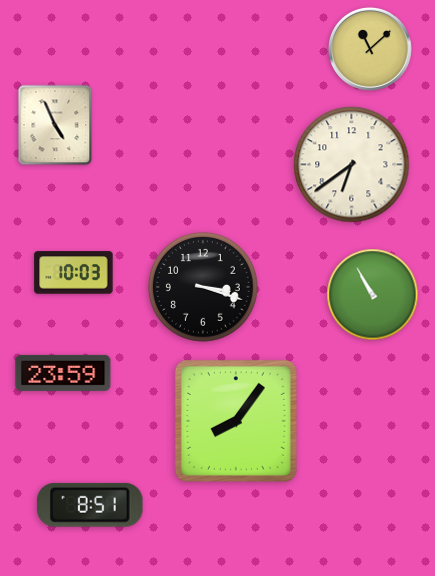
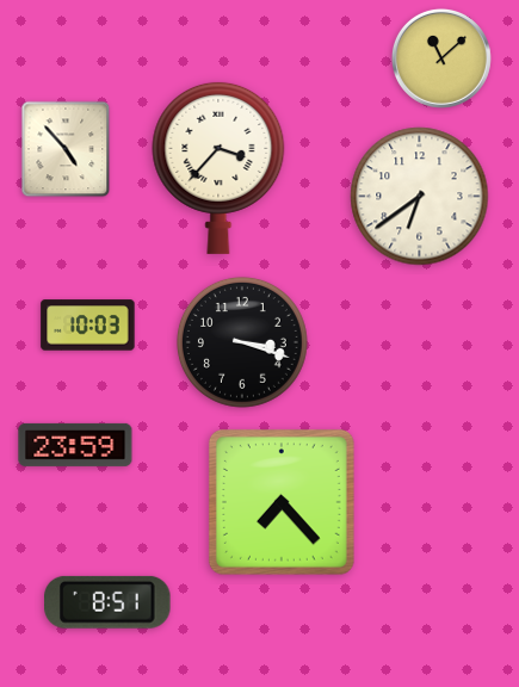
clock at (55, 125): 4:56 -> 4:53
clock at (218, 167): none -> 3:37
clock at (373, 295): 10:55 -> none
clock at (236, 421): 8:06 -> 7:23
